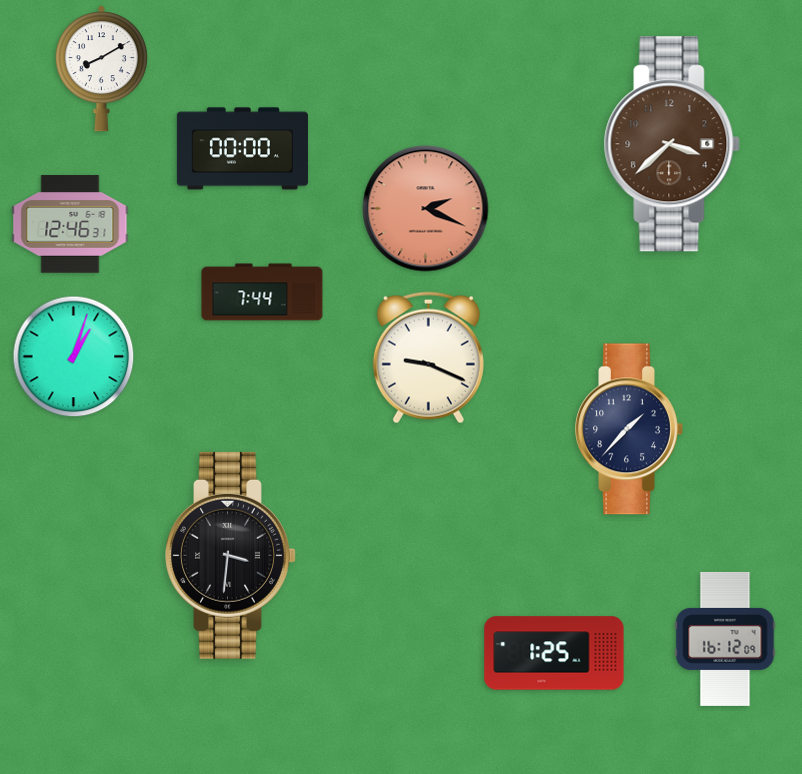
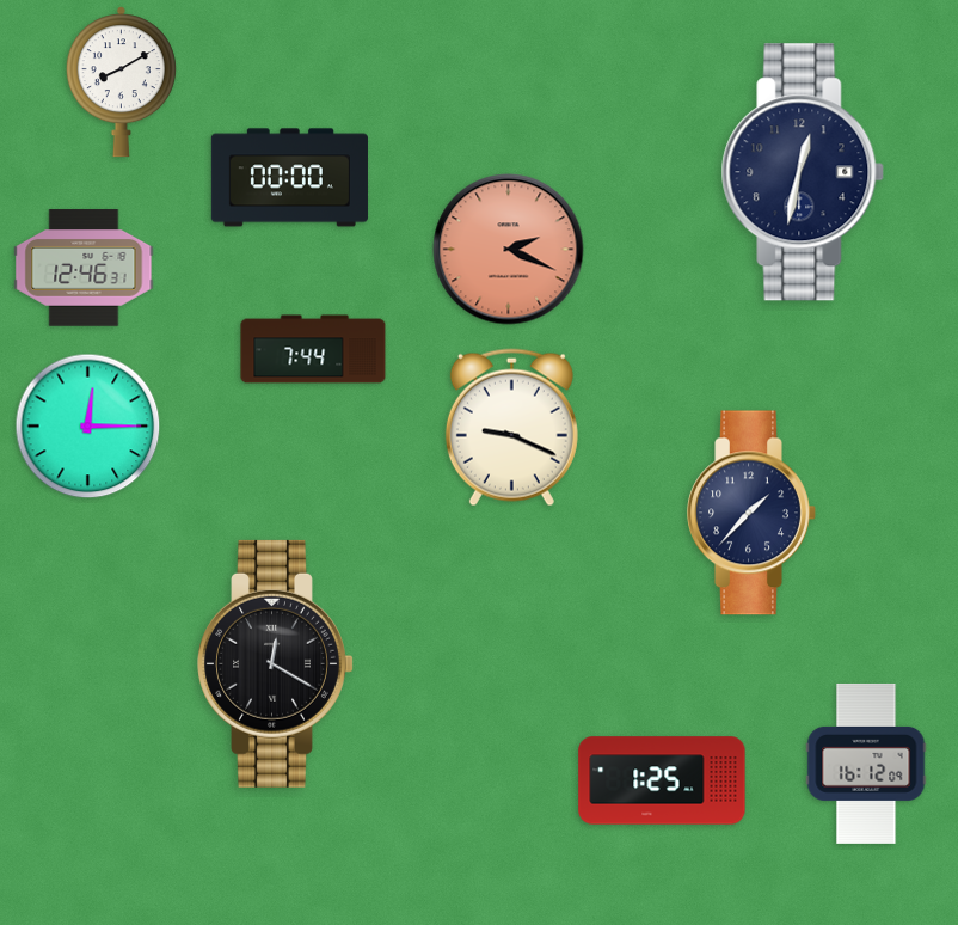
clock at (672, 144): 3:38 -> 12:32
clock at (672, 144) dial: brown -> navy
clock at (74, 357): 1:03 -> 12:15
clock at (231, 555): 3:31 -> 12:20
